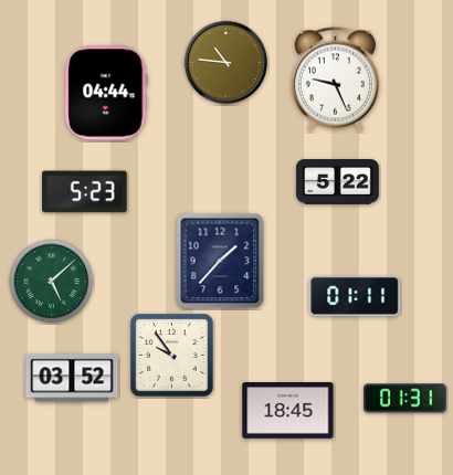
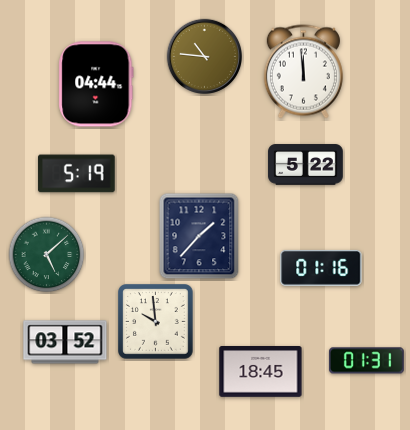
clock at (335, 80): 9:26 -> 11:59
clock at (85, 192): 5:23 -> 5:19
clock at (355, 296): 01:11 -> 01:16
clock at (172, 356): 9:54 -> 9:59
